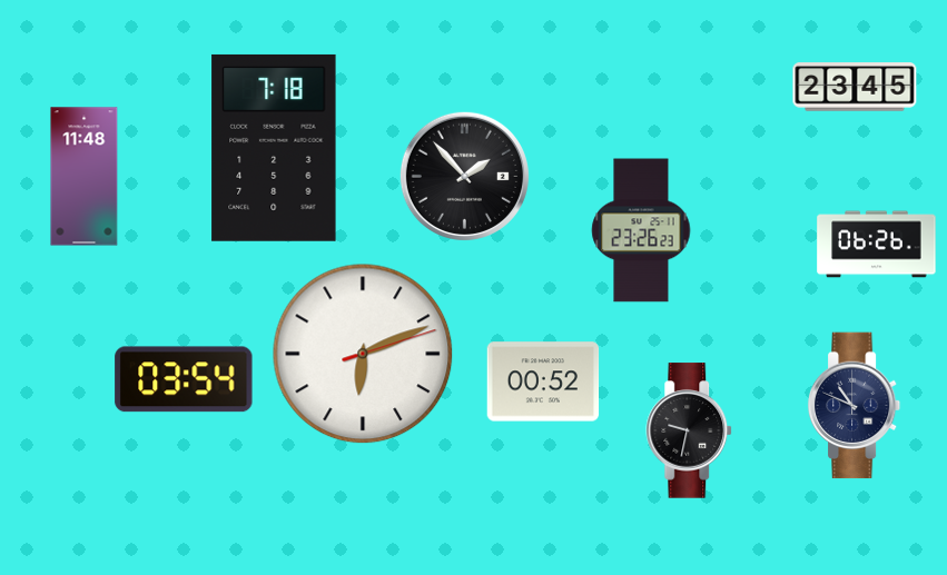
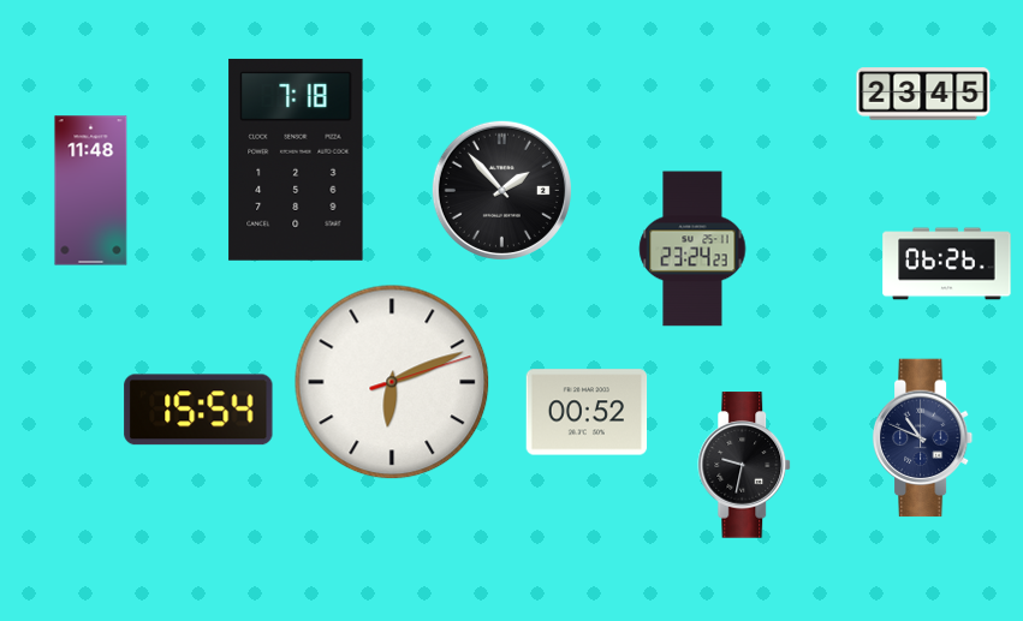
clock at (641, 230): 23:26 -> 23:24
clock at (184, 379): 03:54 -> 15:54
